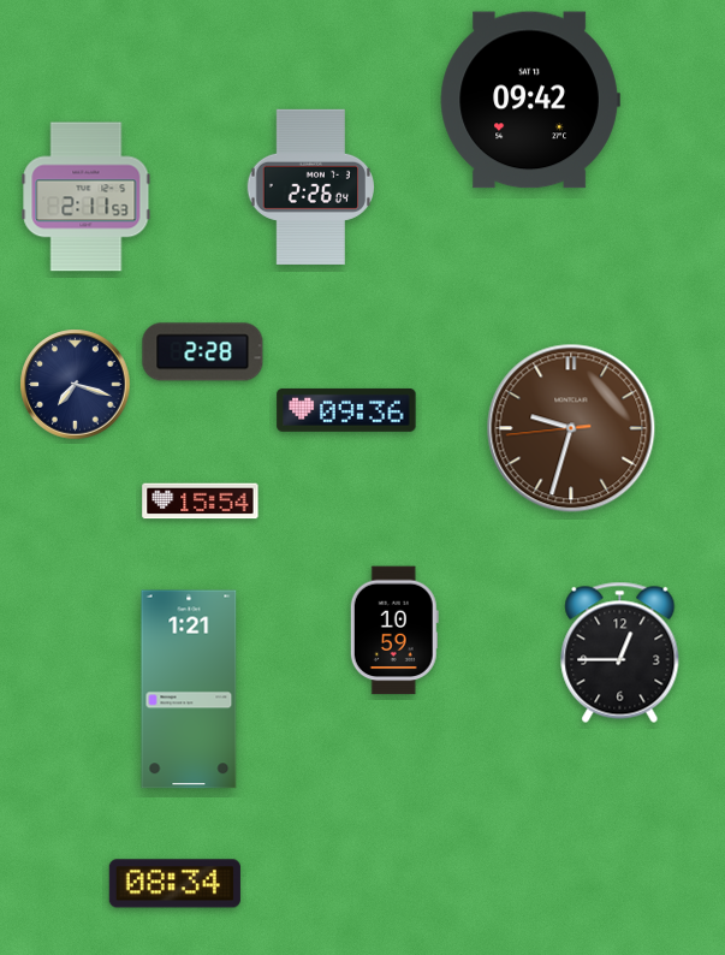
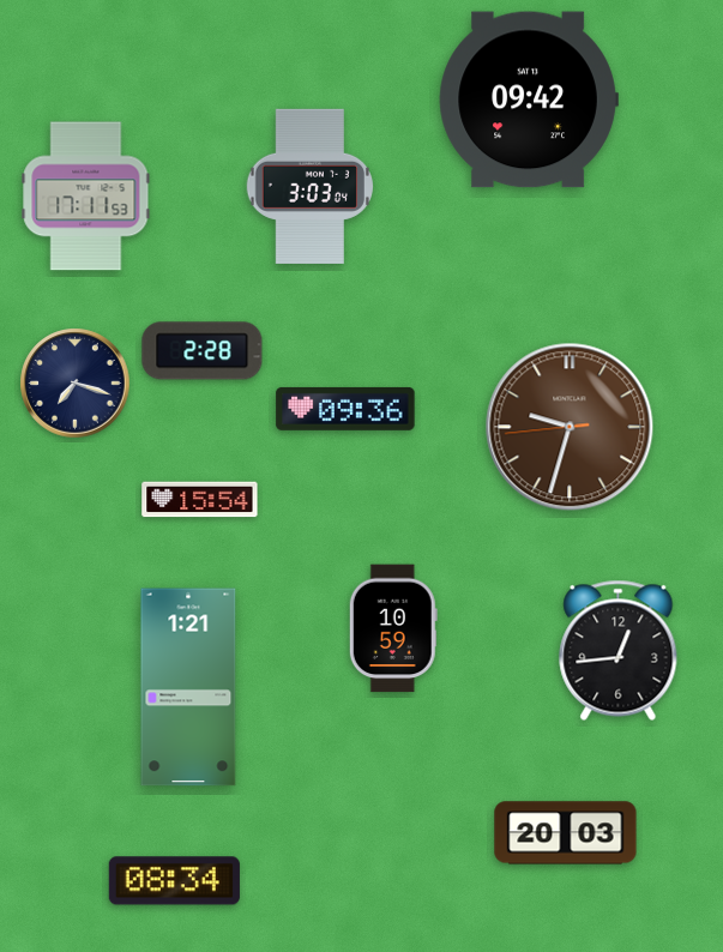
clock at (310, 186): 2:26 -> 3:03
clock at (87, 197): 2:11 -> 17:11
clock at (620, 652): 12:45 -> 12:44
clock at (566, 833): none -> 20:03
